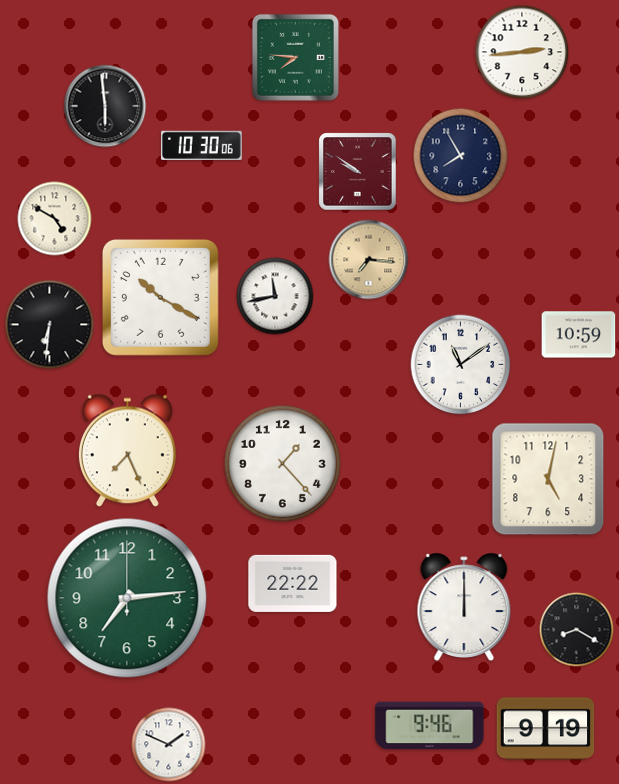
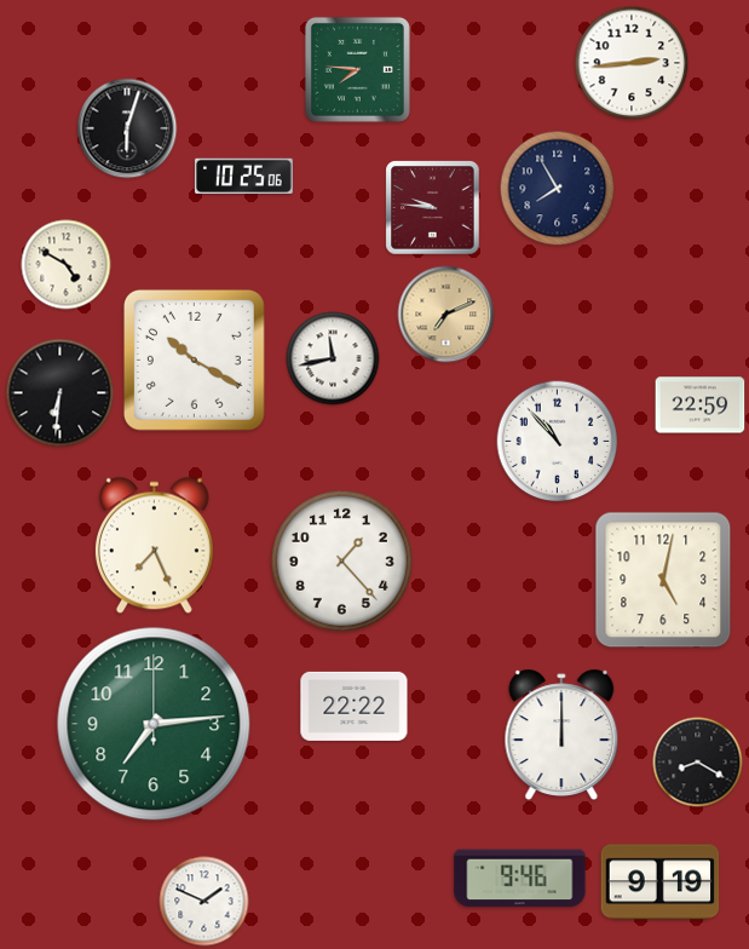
clock at (105, 106): 5:59 -> 6:03
clock at (201, 145): 10:30 -> 10:25
clock at (358, 172): 9:51 -> 9:46
clock at (369, 260): 7:16 -> 7:11
clock at (579, 335): 10:59 -> 22:59
clock at (461, 365): 11:09 -> 10:53
